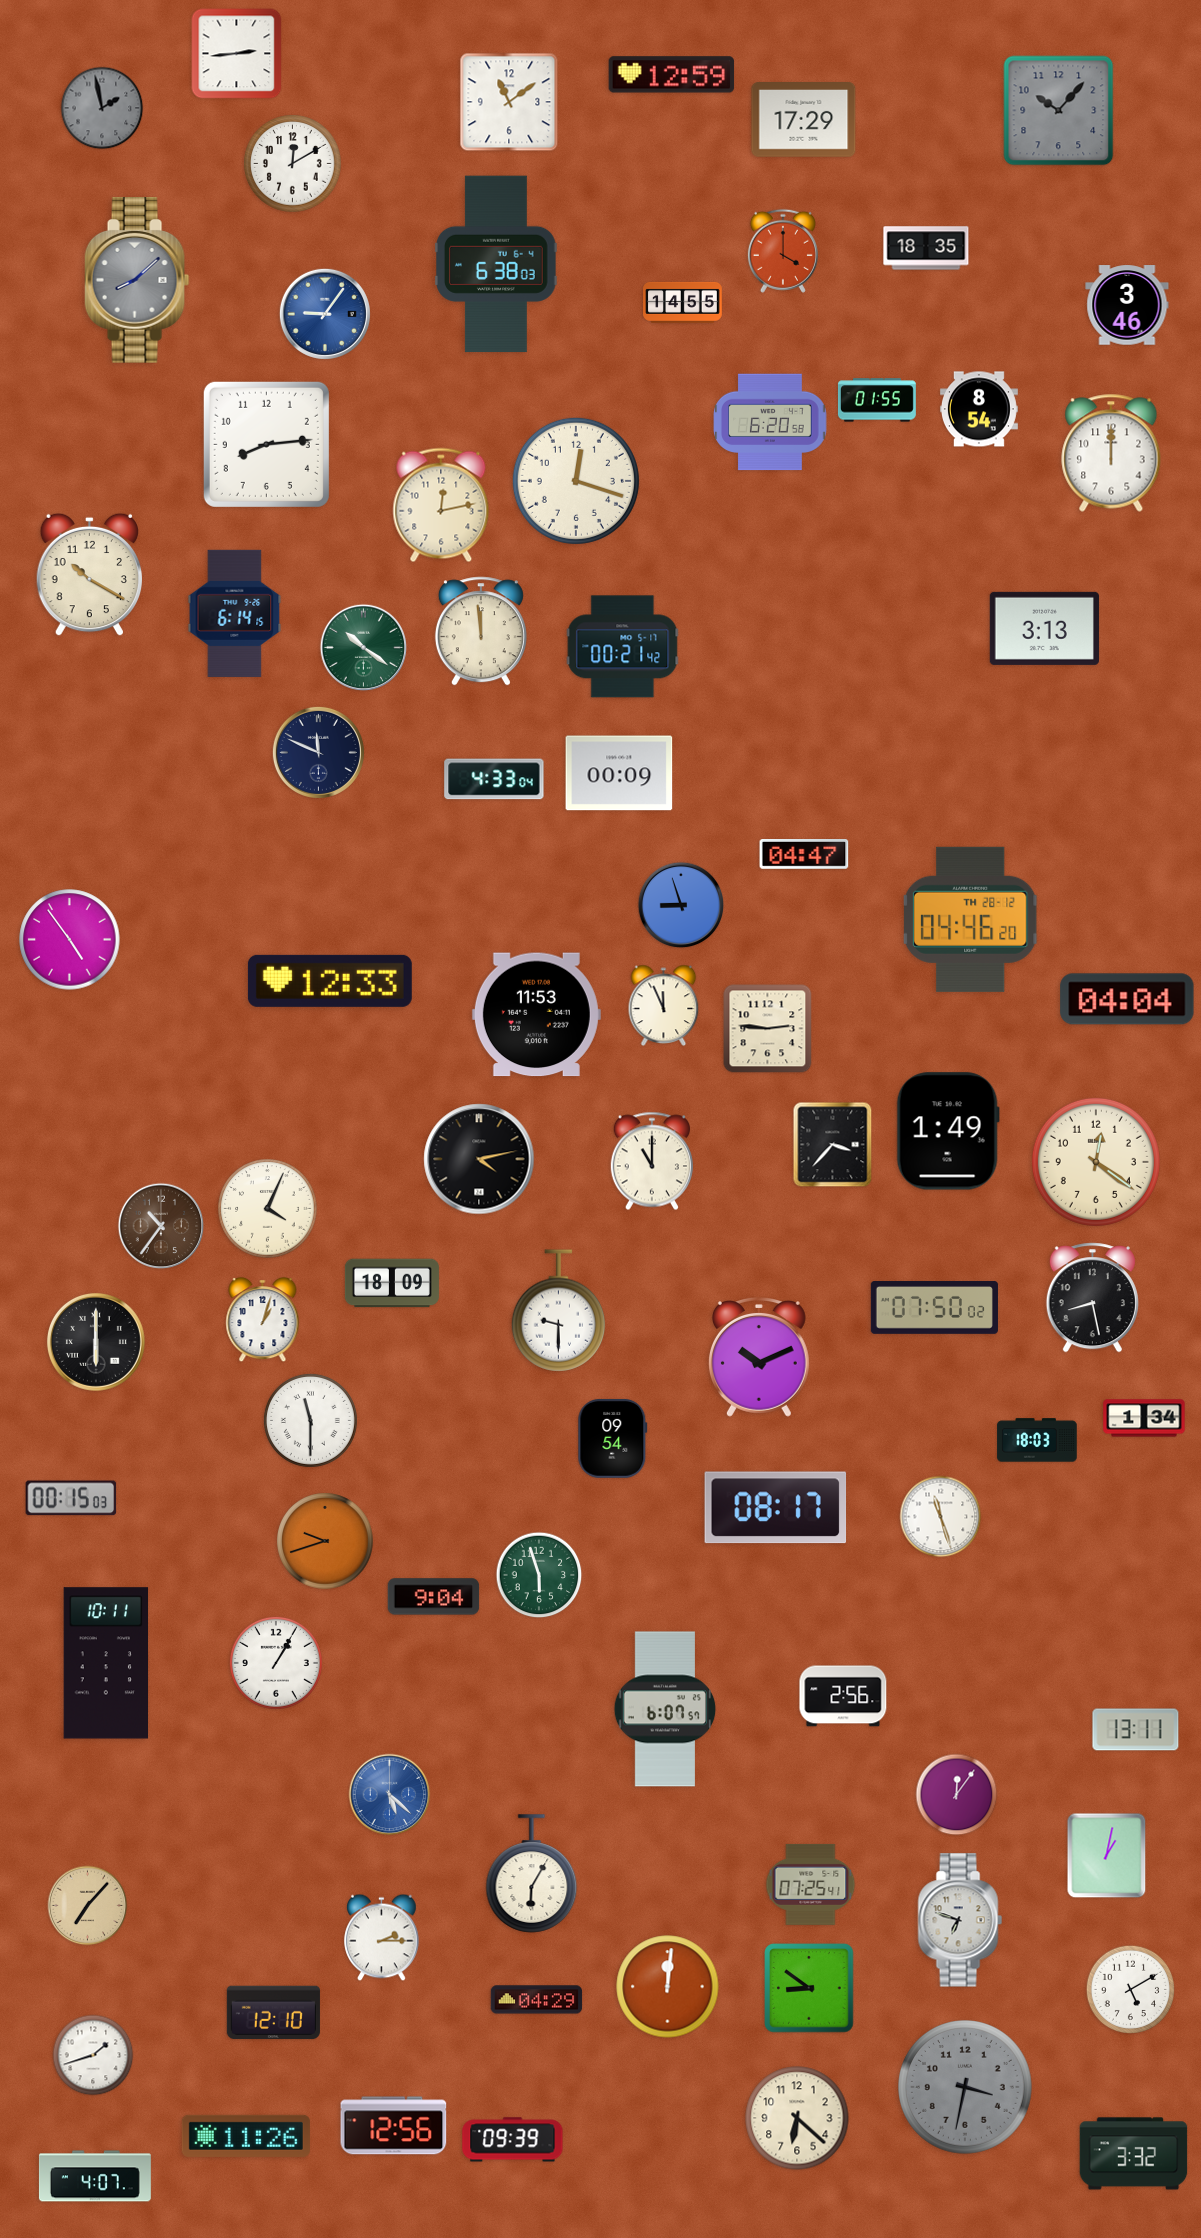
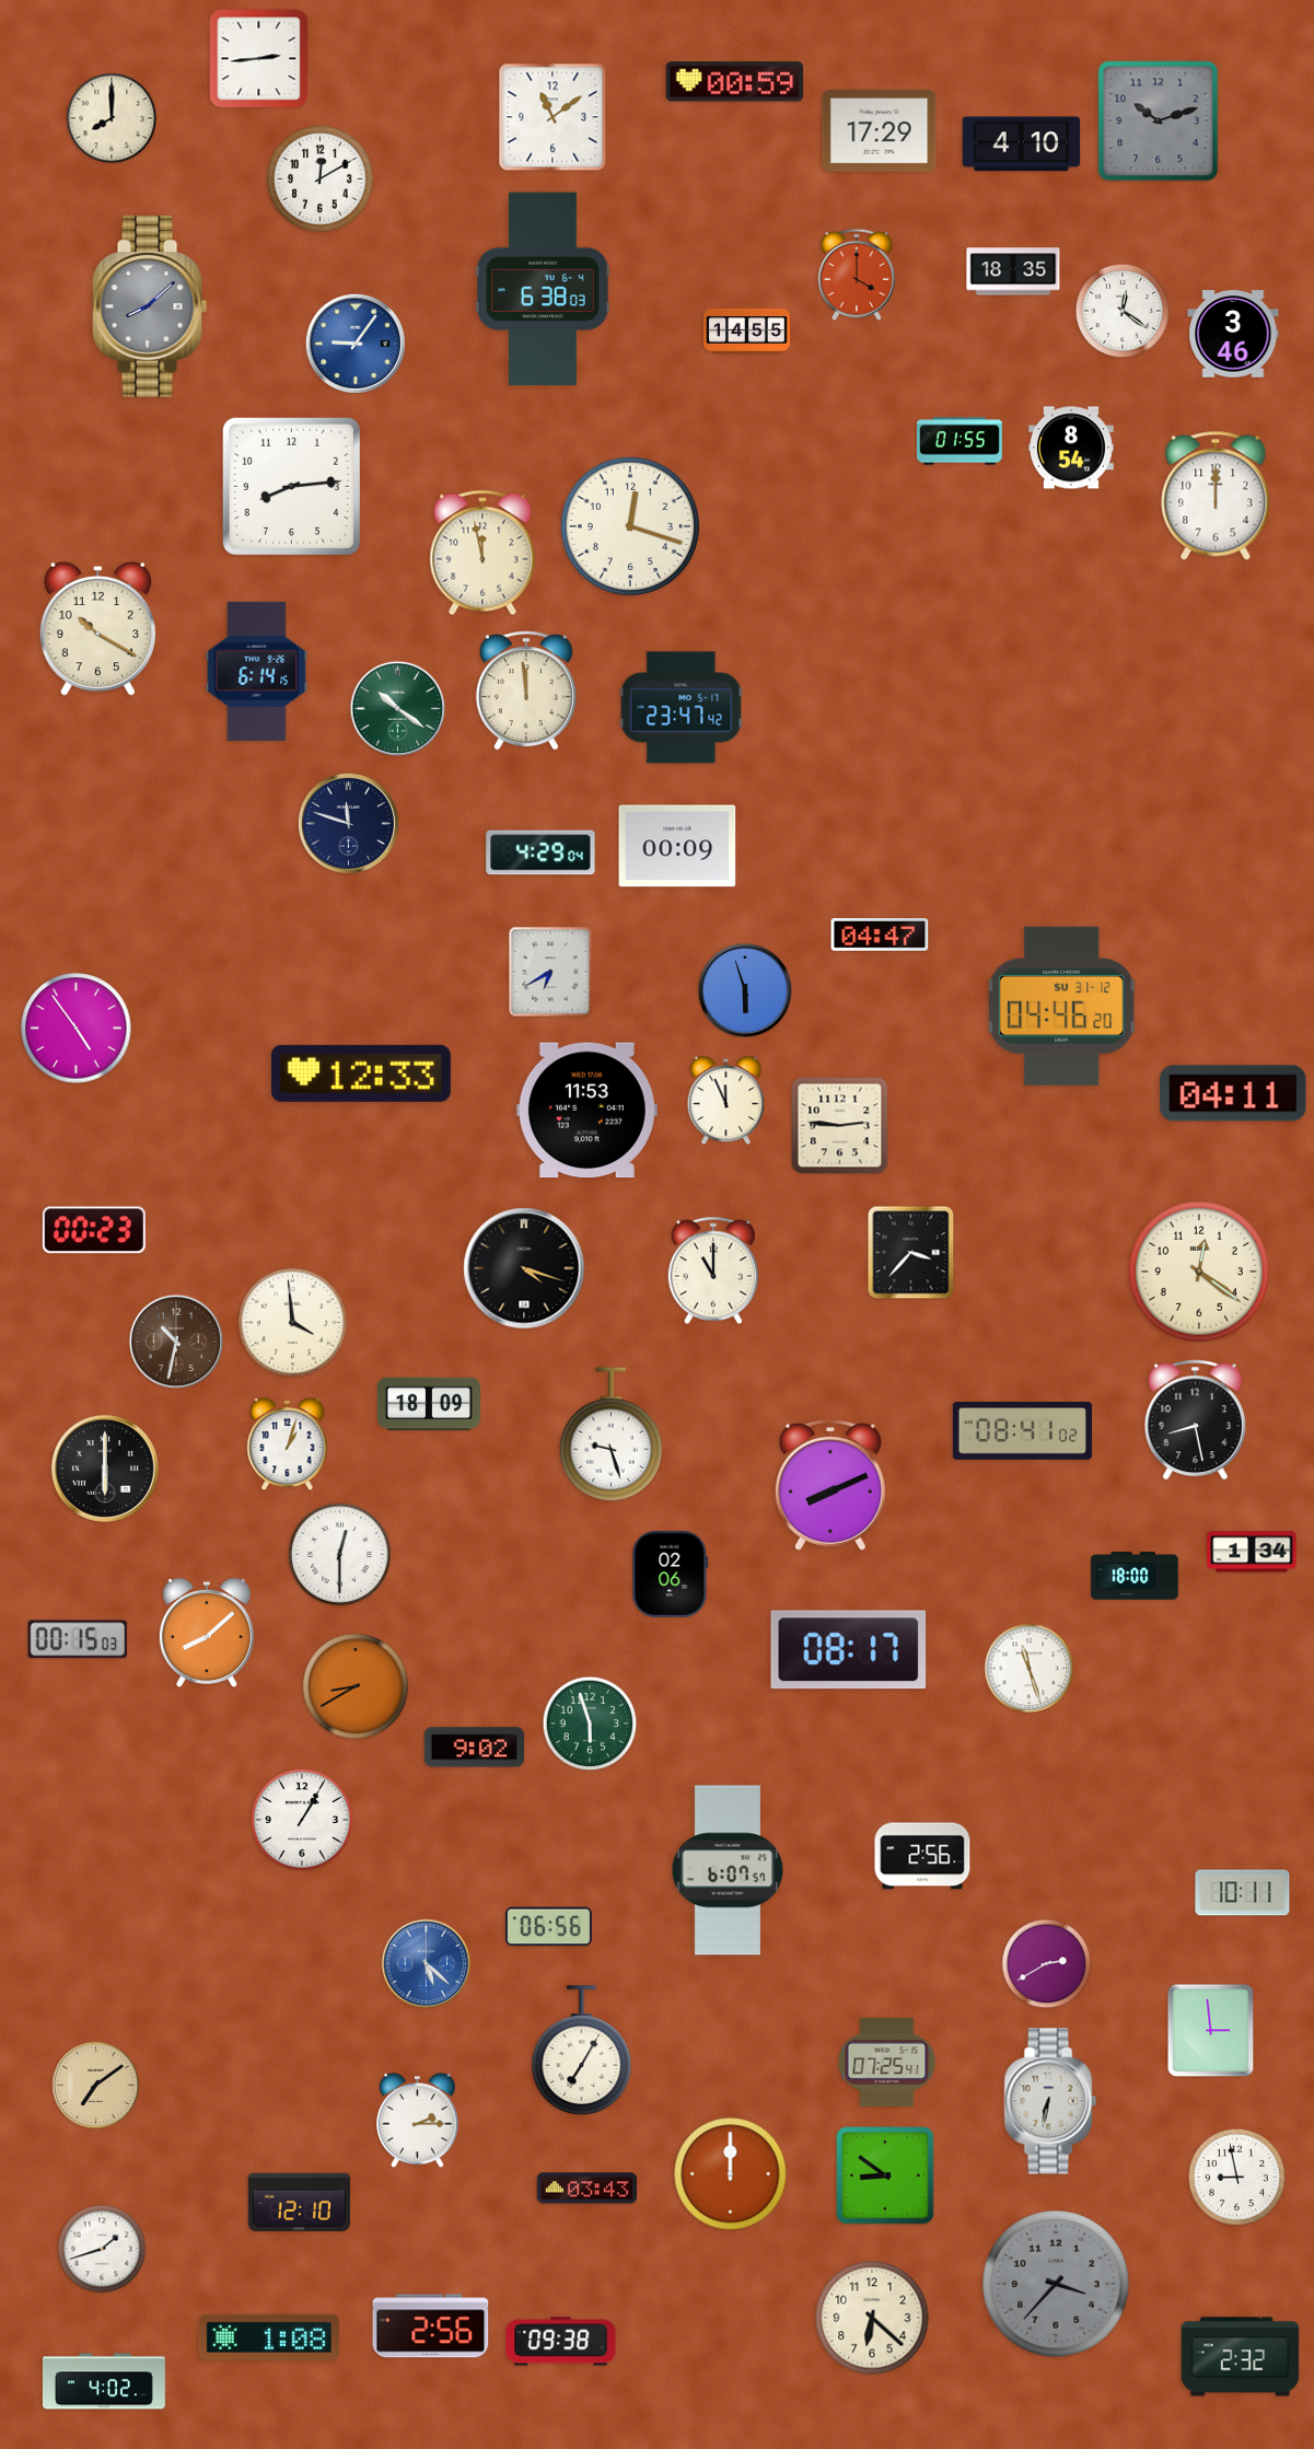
clock at (672, 75): 12:59 -> 00:59
clock at (509, 102) position: (509, 102) -> (553, 117)
clock at (102, 108): 1:58 -> 8:00
clock at (102, 108) dial: grey -> cream
clock at (1059, 111): 10:07 -> 10:12
clock at (1022, 144): none -> 4:10
clock at (1123, 311): none -> 12:21
clock at (877, 400) position: (877, 400) -> (960, 441)
clock at (770, 422): 6:20 -> none
clock at (441, 505): 12:13 -> 11:58
clock at (1044, 628): 3:13 -> none
clock at (623, 647): 00:21 -> 23:47
clock at (318, 752): 11:49 -> 11:48
clock at (494, 779): 4:33 -> 4:29
clock at (550, 972): none -> 6:40
clock at (681, 905): 8:57 -> 5:57
clock at (970, 919) date: TH 28-12 -> SU 31-12
clock at (1127, 999): 04:04 -> 04:11
clock at (94, 1230): none -> 00:23
clock at (948, 1131): 1:49 -> none
clock at (479, 1159): 4:13 -> 4:18
clock at (268, 1209): 4:04 -> 3:59
clock at (161, 1226): 10:36 -> 10:32
clock at (934, 1308): 07:50 -> 08:41
clock at (558, 1311): 9:30 -> 9:27
clock at (759, 1358): 10:11 -> 8:11
clock at (310, 1420): 11:30 -> 12:30
clock at (613, 1439): 09:54 -> 02:06
clock at (1037, 1440): 18:03 -> 18:00
clock at (207, 1632): none -> 8:08
clock at (941, 1517) position: (941, 1517) -> (1030, 1669)
clock at (326, 1542): 9:42 -> 8:40
clock at (434, 1597): 9:04 -> 9:02
clock at (106, 1663): 10:11 -> none
clock at (1136, 1730): 13:11 -> 10:11
clock at (549, 1927): none -> 06:56
clock at (957, 1795): 12:06 -> 2:40
clock at (1107, 1856): 1:02 -> 2:59
clock at (532, 1874): 6:05 -> 7:05
clock at (88, 1906): 7:07 -> 7:09
clock at (960, 1920): 6:48 -> 6:32
clock at (668, 1987): 12:01 -> 12:00
clock at (1130, 1989): 5:10 -> 8:58
clock at (537, 2000): 04:29 -> 03:43
clock at (966, 2088): 3:32 -> 3:37
clock at (394, 2126): 12:56 -> 2:56
clock at (246, 2136): 11:26 -> 1:08
clock at (513, 2140): 09:39 -> 09:38
clock at (1134, 2154): 3:32 -> 2:32
clock at (95, 2176): 4:07 -> 4:02
